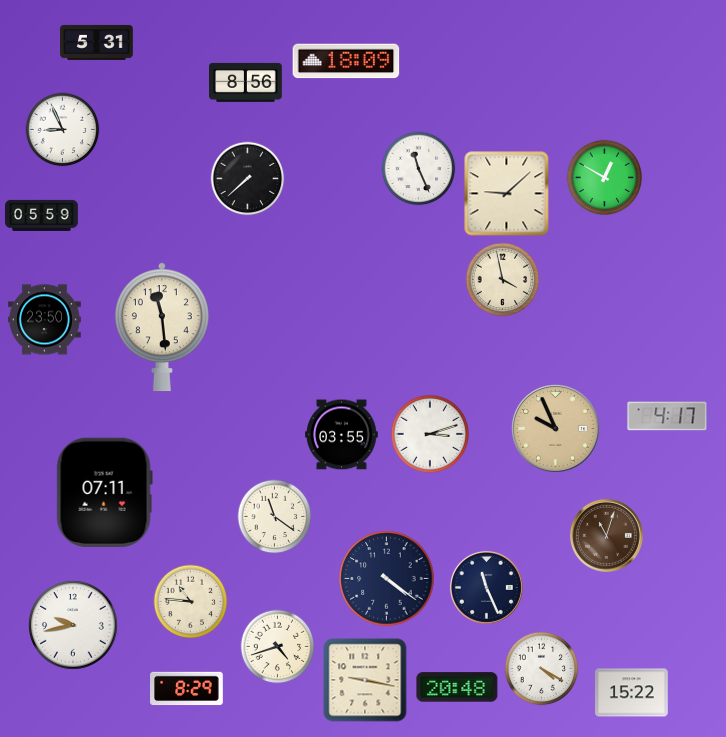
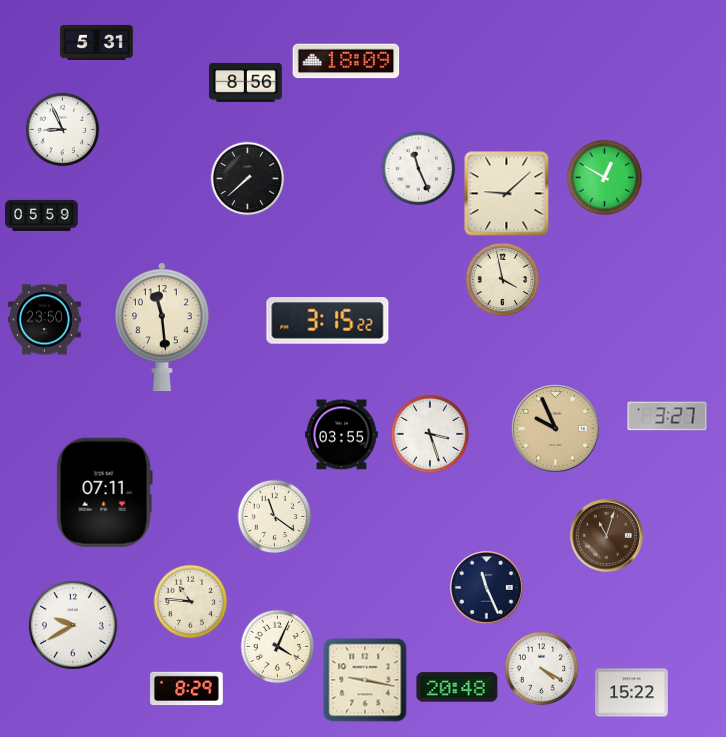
clock at (328, 321): none -> 3:15
clock at (667, 416): 4:17 -> 3:27
clock at (429, 433): 3:12 -> 3:27
clock at (387, 579): 4:21 -> none
clock at (73, 625): 9:43 -> 9:40
clock at (278, 647): 4:42 -> 4:04
